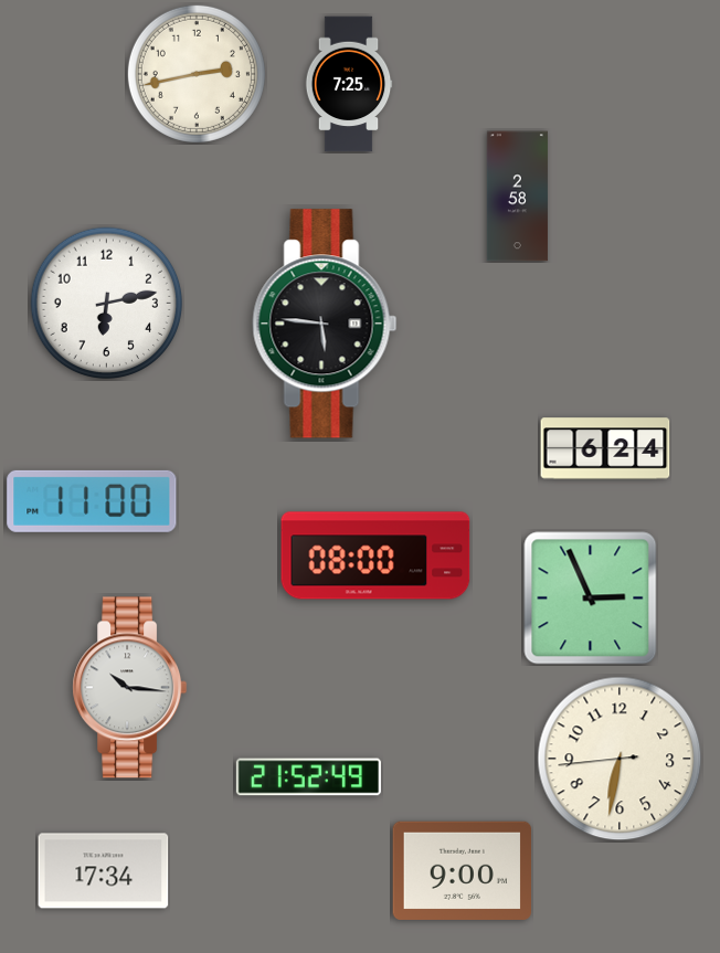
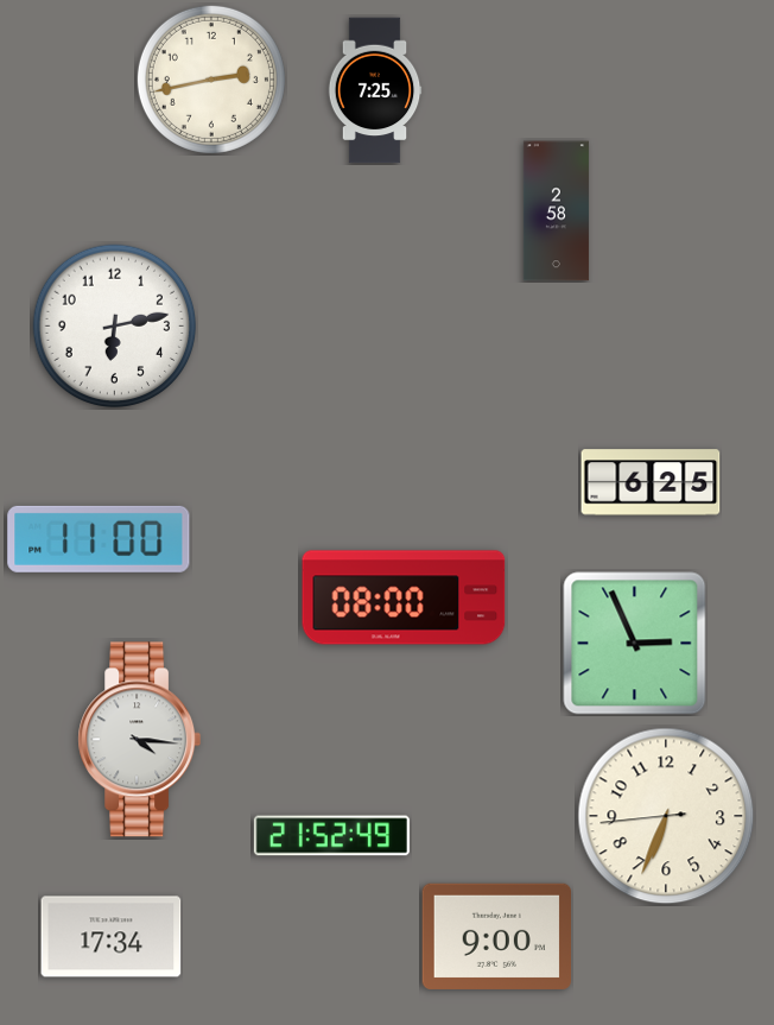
clock at (325, 324): 5:46 -> none
clock at (605, 448): 6:24 -> 6:25
clock at (130, 688): 10:16 -> 4:16
clock at (620, 759): 6:31 -> 6:33
